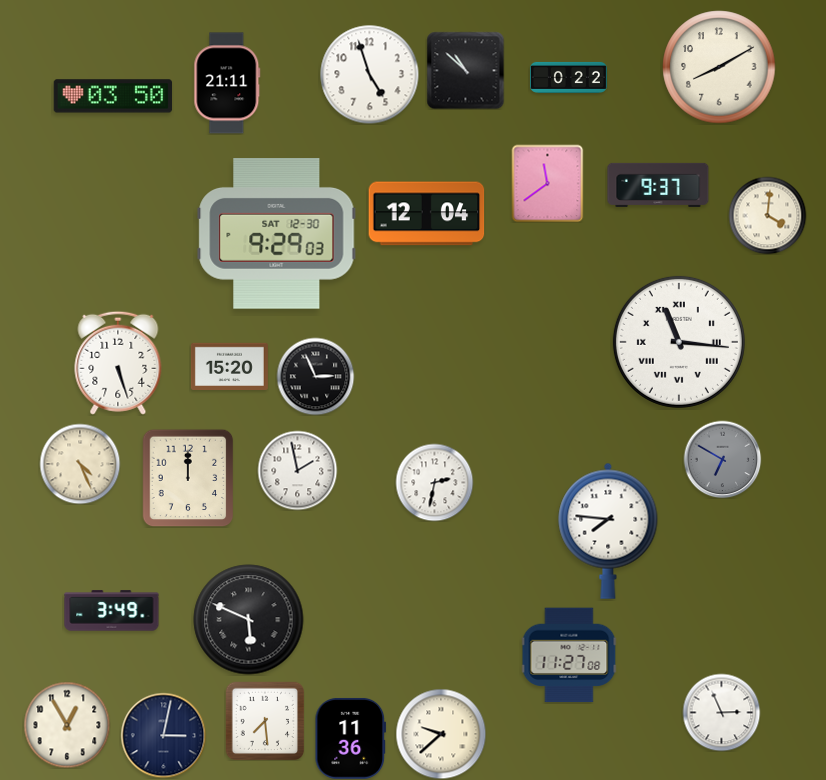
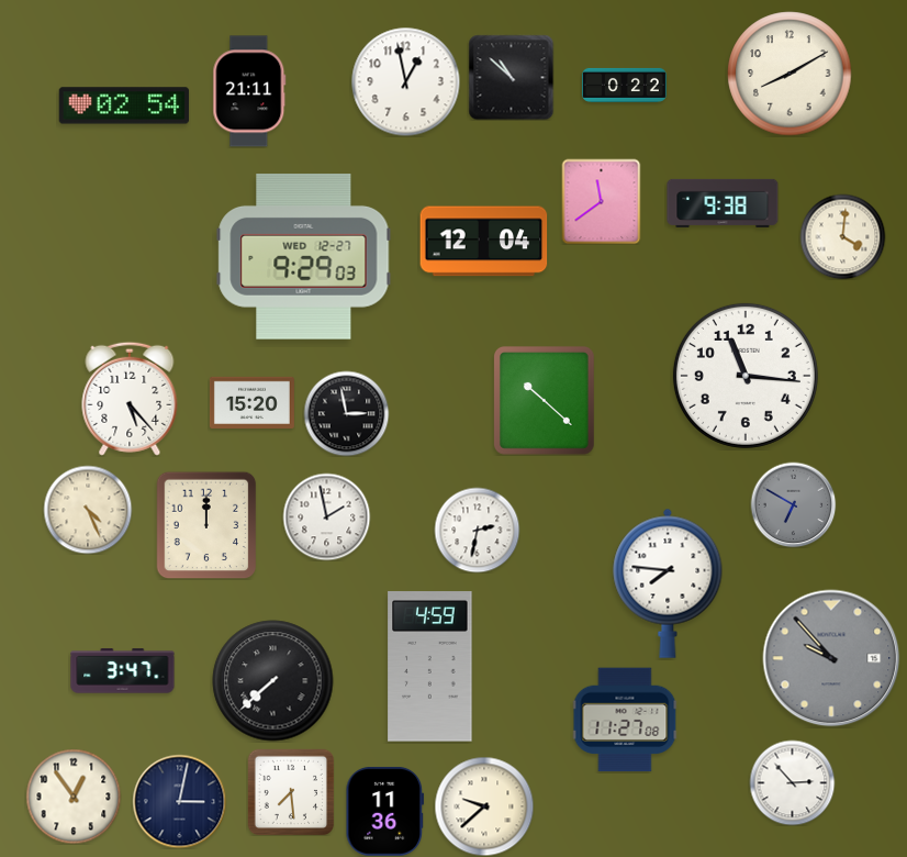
clock at (370, 75): 4:57 -> 12:58
clock at (113, 96): 03:50 -> 02:54
clock at (658, 185): 9:37 -> 9:38
clock at (427, 214) position: (427, 214) -> (484, 242)
clock at (277, 234) date: SAT 12-30 -> WED 12-27
clock at (679, 342) numerals: Roman -> Arabic
clock at (118, 363): 5:27 -> 5:23
clock at (544, 401): none -> 10:22
clock at (315, 376): 2:56 -> 2:58
clock at (831, 658): none -> 9:53
clock at (430, 667): none -> 4:59
clock at (112, 611): 3:49 -> 3:47
clock at (249, 620): 5:49 -> 7:38
clock at (721, 712): 2:56 -> 2:53
clock at (67, 725): 12:55 -> 12:54
clock at (163, 735) position: (163, 735) -> (179, 801)
